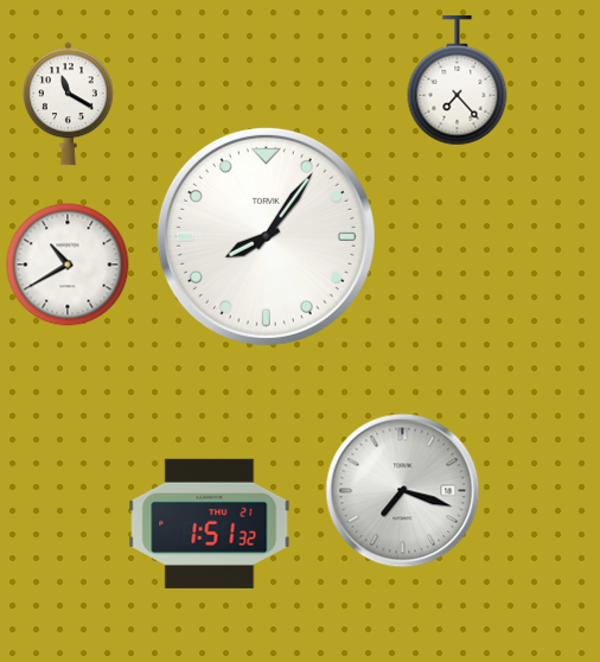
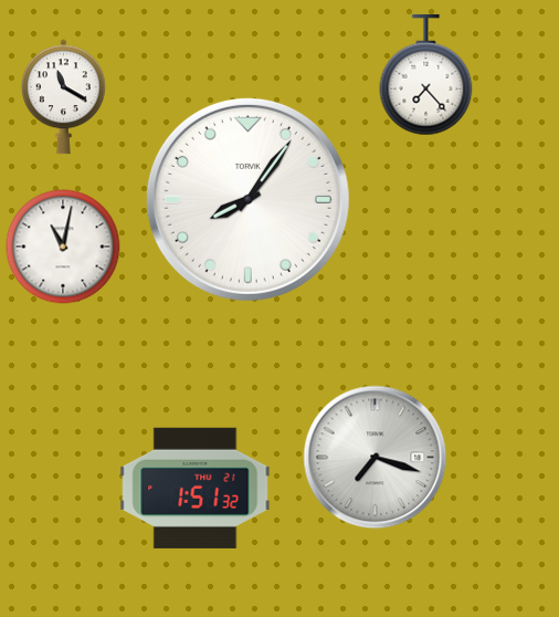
clock at (266, 236) position: (266, 236) -> (247, 199)
clock at (68, 265): 10:40 -> 11:02
